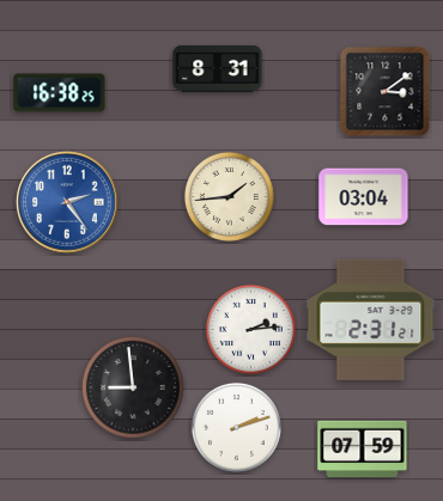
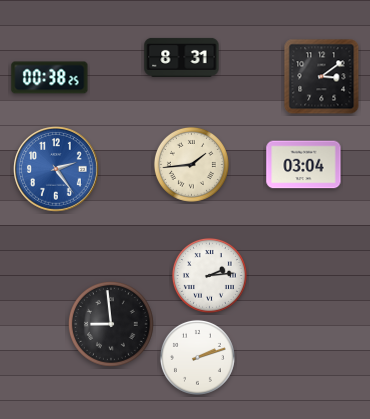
clock at (60, 93): 16:38 -> 00:38
clock at (371, 319): 2:31 -> none
clock at (363, 450): 07:59 -> none
